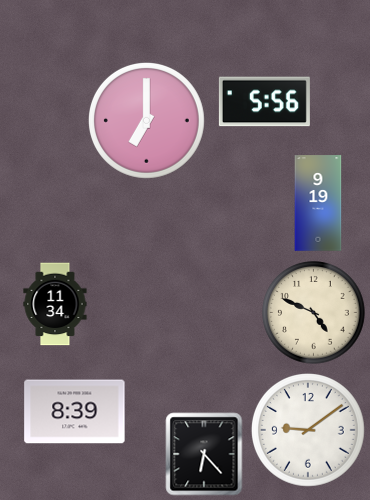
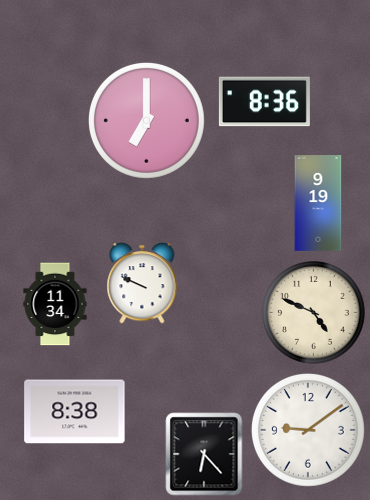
clock at (264, 102): 5:56 -> 8:36
clock at (142, 283): none -> 9:49
clock at (75, 412): 8:39 -> 8:38
